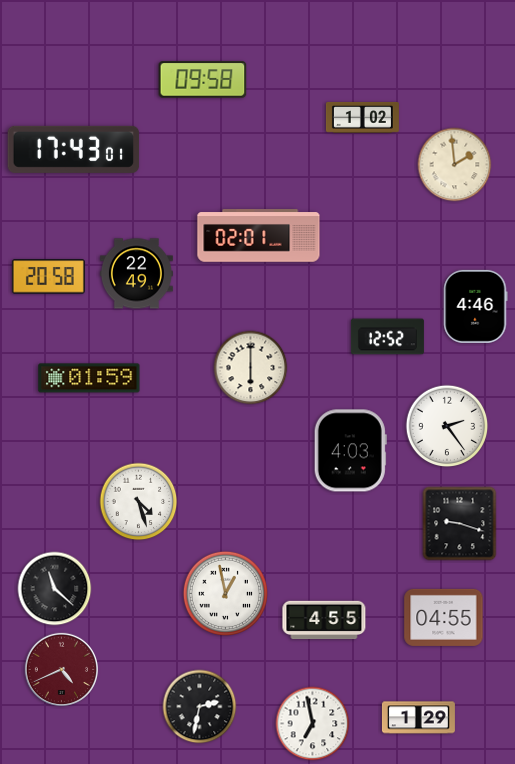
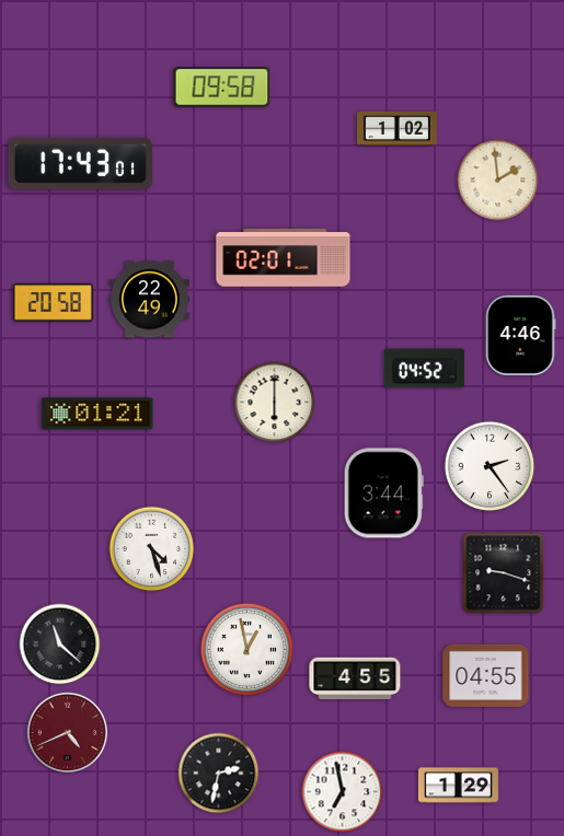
clock at (387, 337): 12:52 -> 04:52
clock at (89, 378): 01:59 -> 01:21
clock at (350, 451): 4:03 -> 3:44
